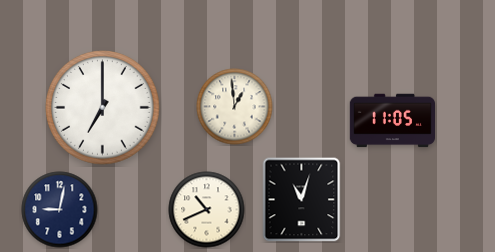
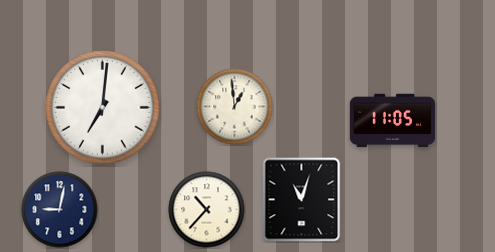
clock at (103, 108): 7:00 -> 7:01
clock at (207, 210): 10:41 -> 10:37
